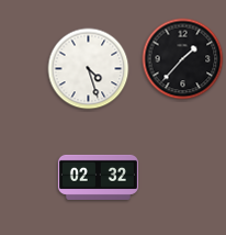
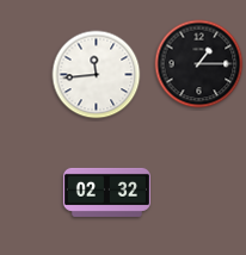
clock at (183, 59): 1:37 -> 1:15
clock at (89, 69): 4:27 -> 11:44
